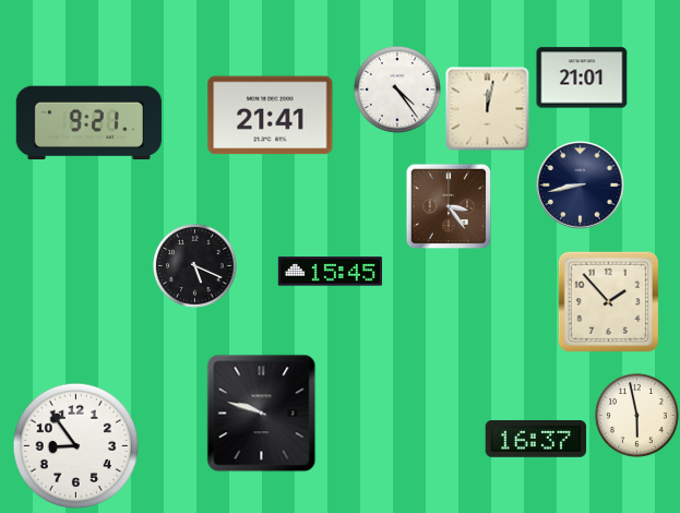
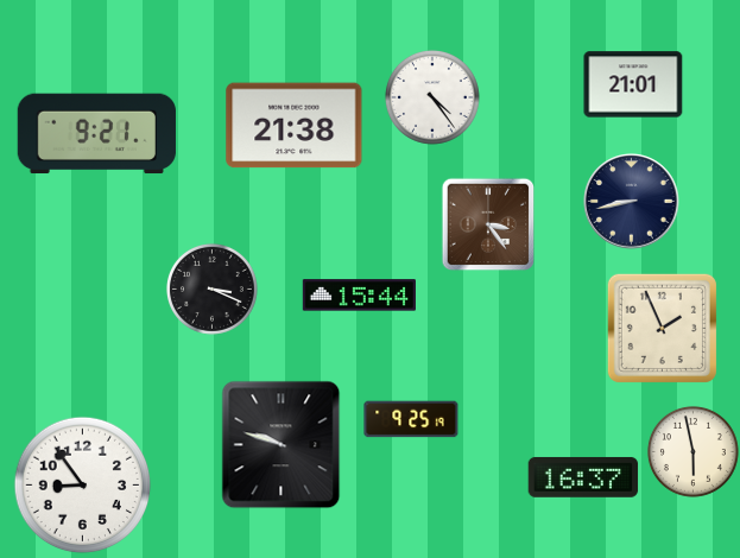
clock at (488, 109): 12:02 -> none
clock at (271, 116): 21:41 -> 21:38
clock at (194, 265): 5:19 -> 3:19
clock at (330, 272): 15:45 -> 15:44
clock at (608, 301): 1:53 -> 1:56
clock at (411, 419): none -> 9:25
clock at (262, 414) position: (262, 414) -> (282, 445)
